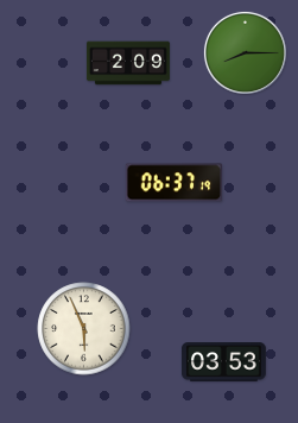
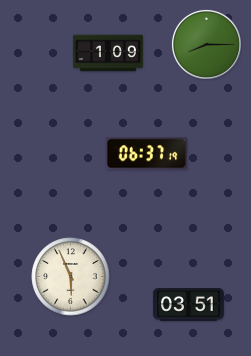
clock at (128, 63): 2:09 -> 1:09
clock at (223, 362): 03:53 -> 03:51
